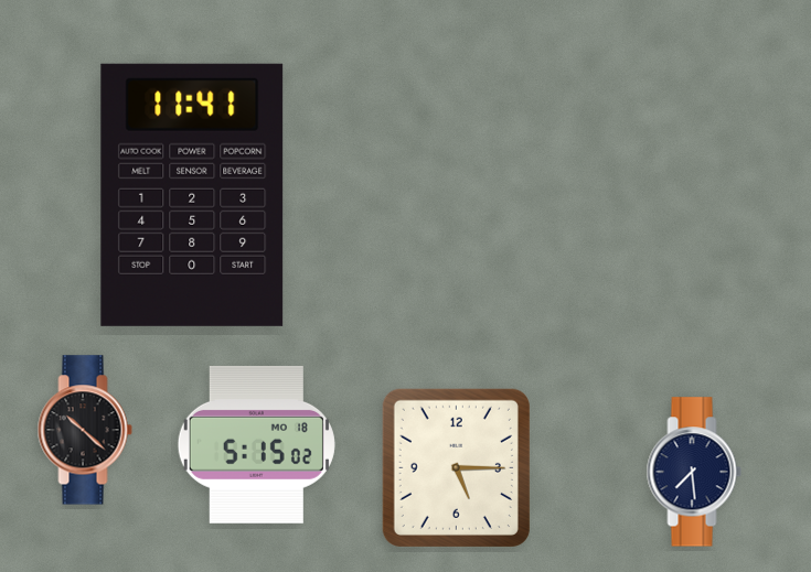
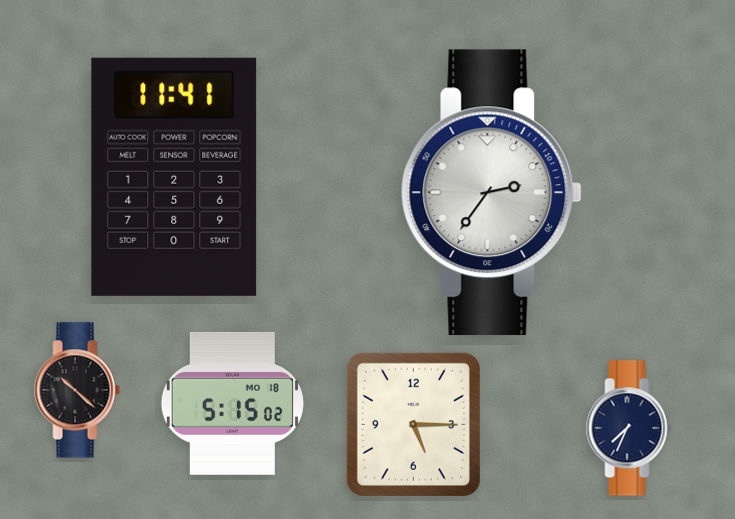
clock at (491, 193): none -> 2:36
clock at (694, 472): 7:29 -> 7:34
